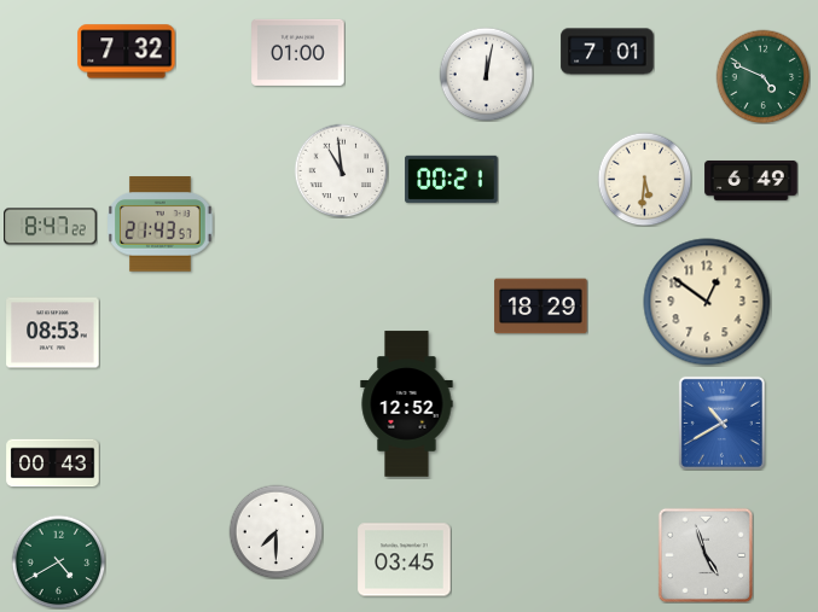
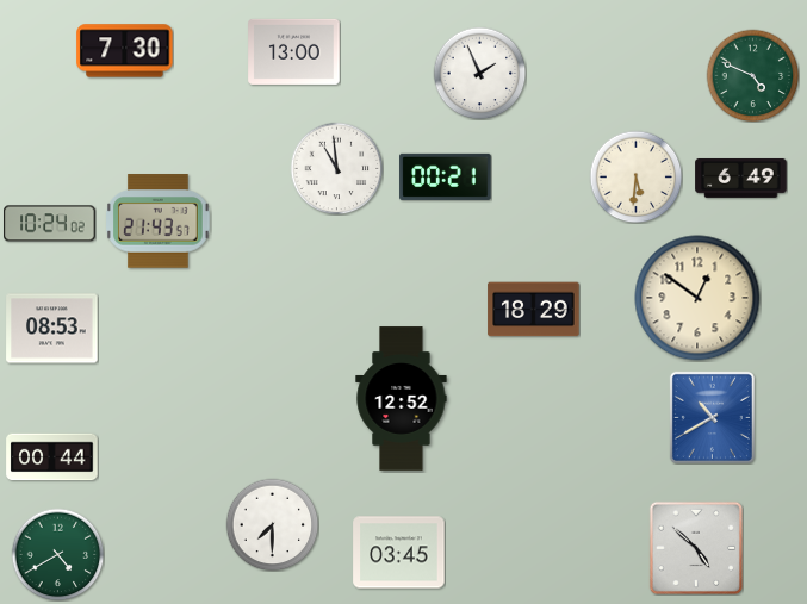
clock at (127, 52): 7:32 -> 7:30
clock at (298, 52): 01:00 -> 13:00
clock at (608, 52): 7:01 -> none
clock at (486, 74): 12:02 -> 1:56
clock at (51, 227): 8:47 -> 10:24
clock at (541, 307) position: (541, 307) -> (534, 310)
clock at (53, 464): 00:43 -> 00:44
clock at (704, 554): 4:57 -> 4:52
